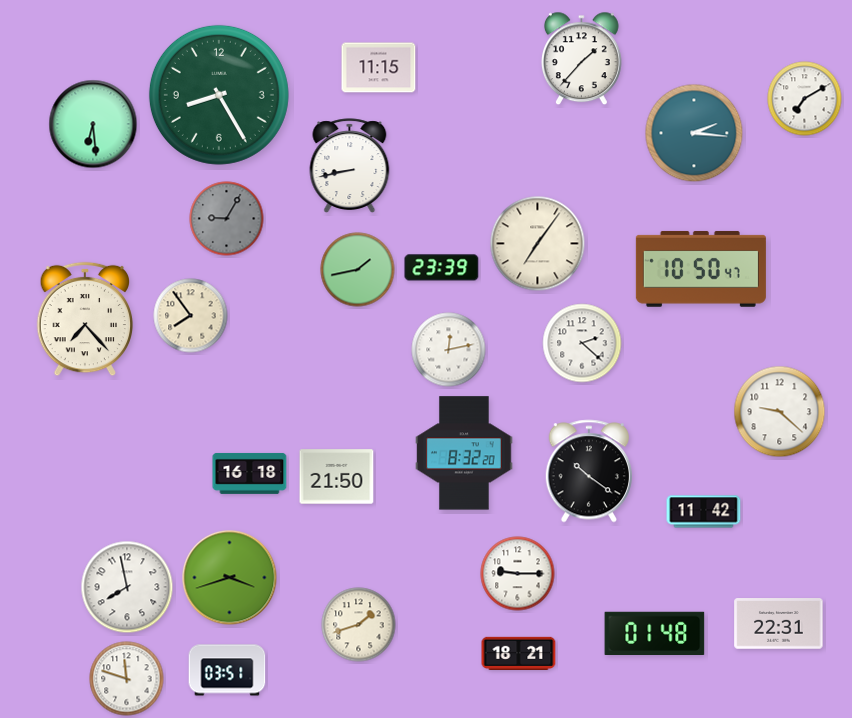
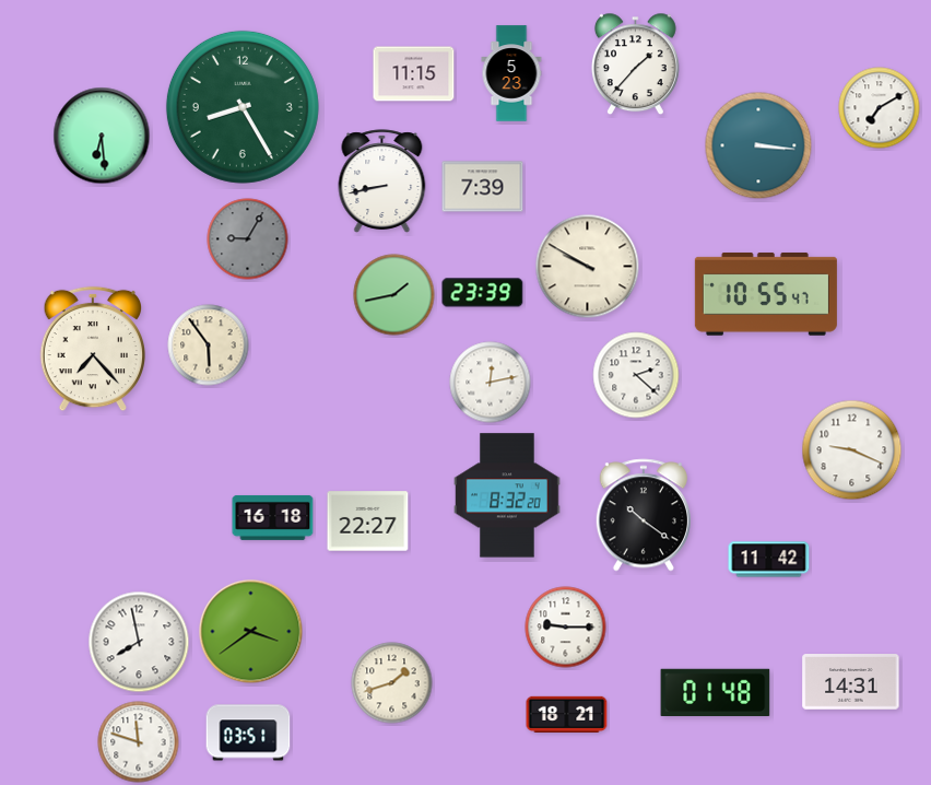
clock at (511, 73): none -> 5:23
clock at (219, 95) position: (219, 95) -> (243, 107)
clock at (694, 133): 2:16 -> 3:16
clock at (483, 187): none -> 7:39
clock at (538, 244): 7:06 -> 9:50
clock at (701, 269): 10:50 -> 10:55
clock at (358, 270) position: (358, 270) -> (394, 295)
clock at (191, 316): 7:54 -> 5:54
clock at (780, 412): 9:22 -> 9:19
clock at (337, 477): 21:50 -> 22:27
clock at (230, 578): 3:42 -> 3:39
clock at (779, 624): 22:31 -> 14:31
